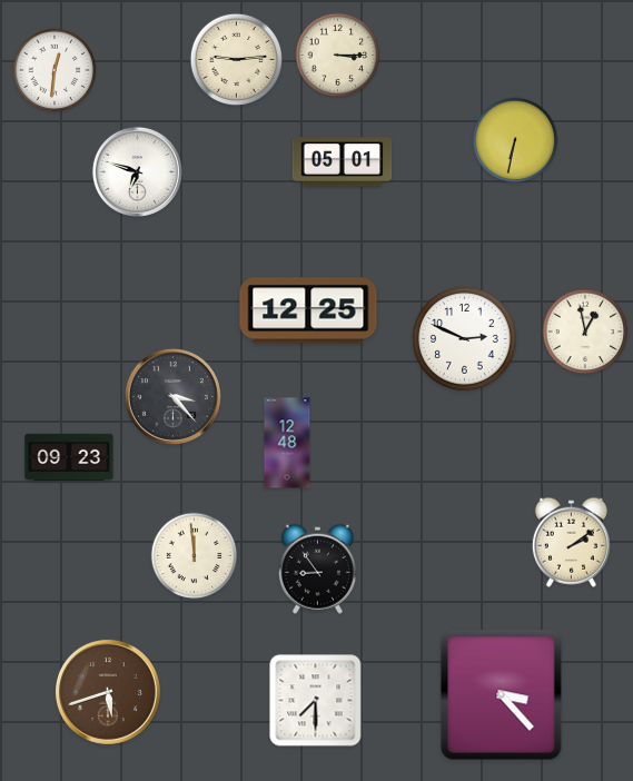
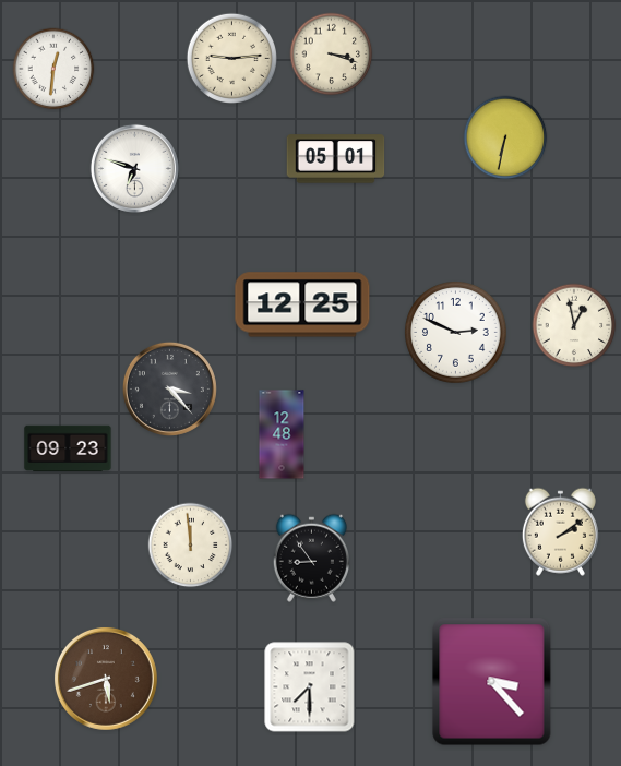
clock at (338, 56): 3:15 -> 3:18
